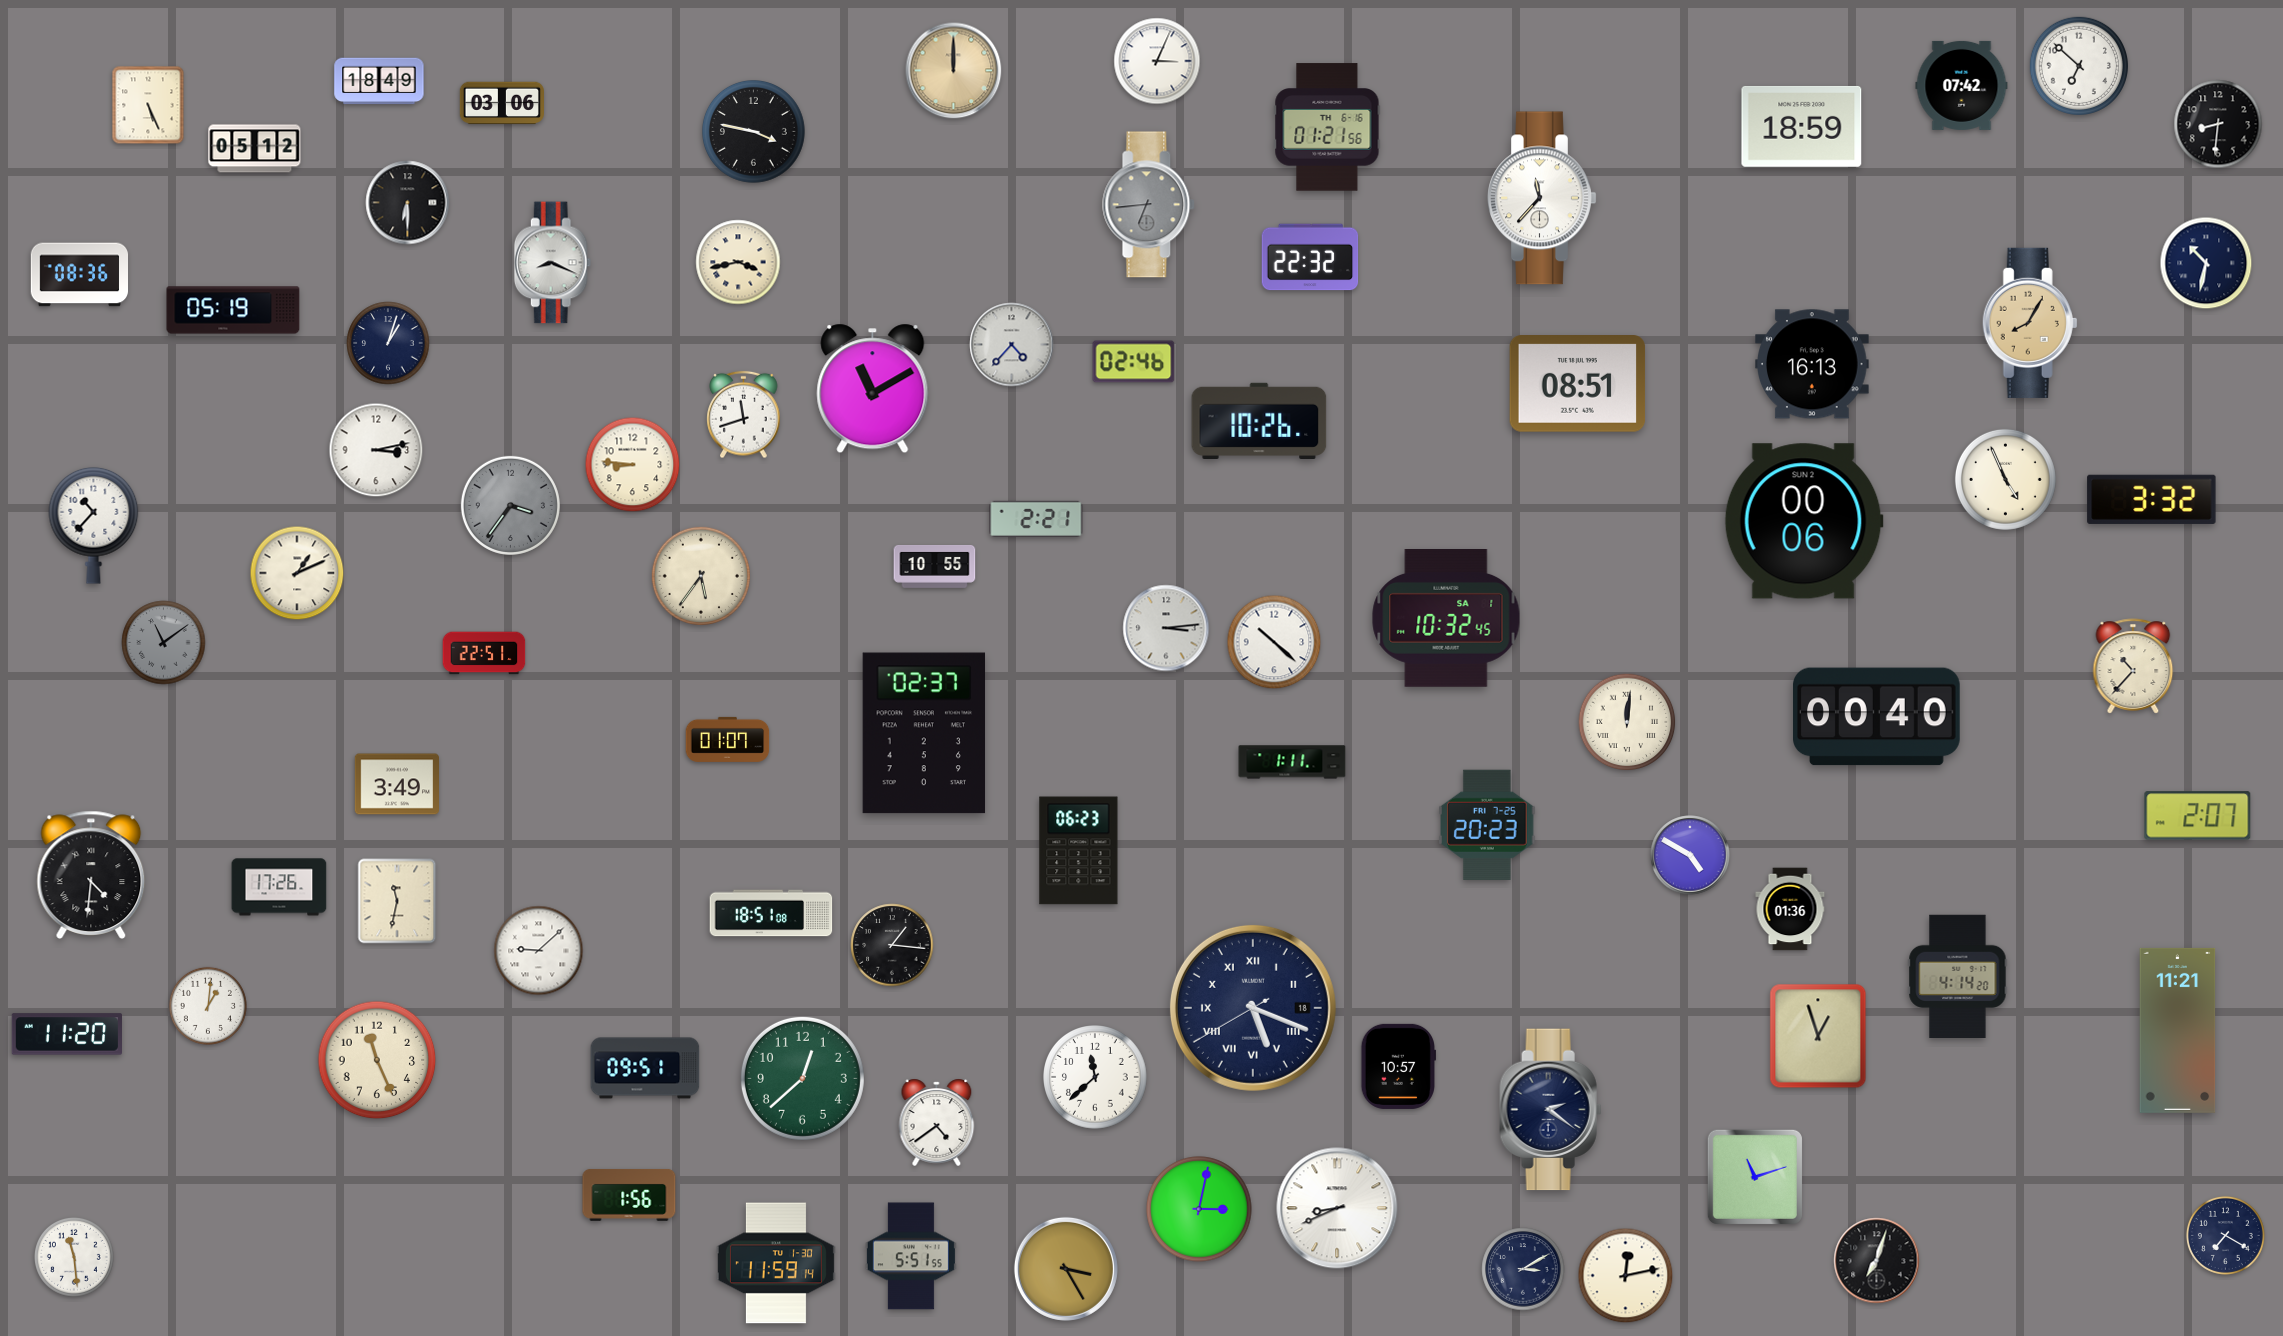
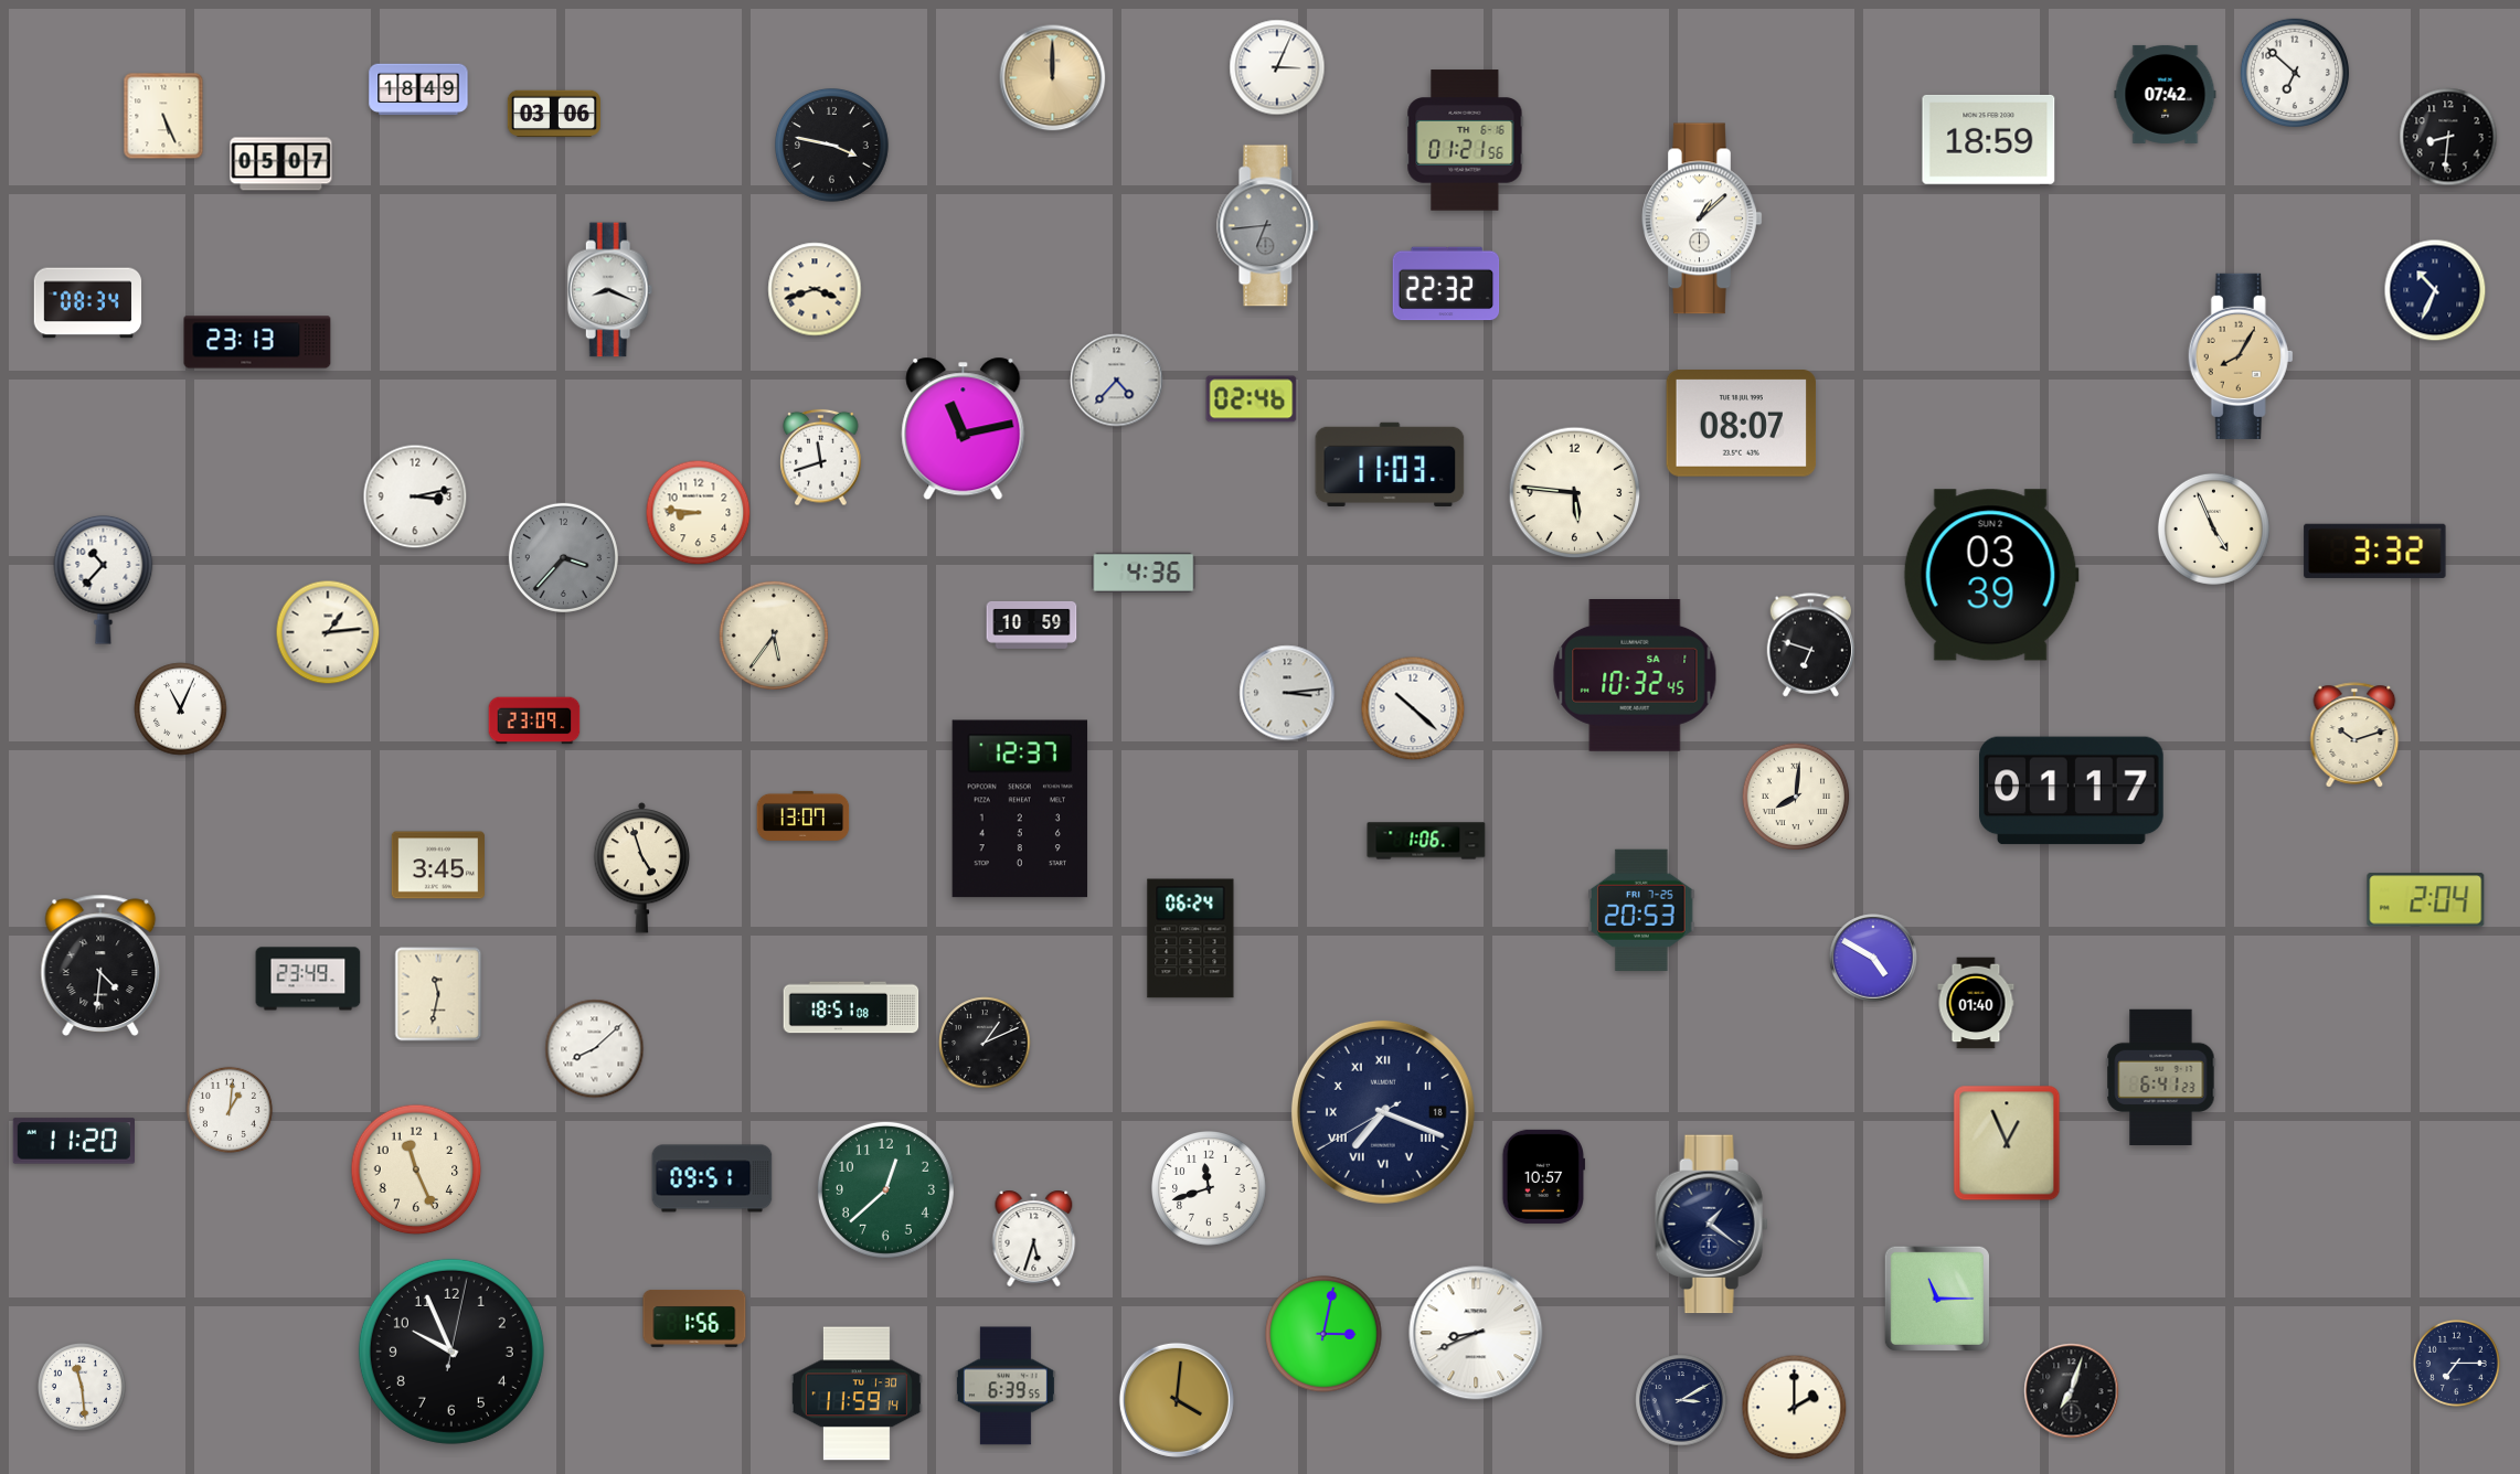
clock at (255, 149): 05:12 -> 05:07
clock at (1542, 198): 11:37 -> 1:08
clock at (408, 203): 6:30 -> none
clock at (738, 262): 3:43 -> 3:42
clock at (2206, 263): 10:32 -> 10:34
clock at (80, 275): 08:36 -> 08:34
clock at (233, 310): 05:19 -> 23:13
clock at (388, 343): 1:03 -> none
clock at (1813, 364): 16:13 -> none
clock at (1578, 384): 08:51 -> 08:07
clock at (873, 389): 11:10 -> 11:13
clock at (1259, 420): 10:26 -> 11:03
clock at (1575, 493): none -> 5:46
clock at (510, 505): 3:36 -> 3:37
clock at (1036, 519): 2:21 -> 4:36
clock at (1804, 521): 00:06 -> 03:39
clock at (935, 566): 10:55 -> 10:59
clock at (297, 573): 1:11 -> 1:14
clock at (1811, 645): none -> 6:48
clock at (1446, 619) position: (1446, 619) -> (1635, 676)
clock at (1274, 642) position: (1274, 642) -> (1413, 708)
clock at (164, 643): 11:09 -> 11:04
clock at (164, 643) dial: grey -> white
clock at (484, 653): 22:51 -> 23:09
clock at (2133, 666): 10:37 -> 10:12
clock at (1877, 717): 00:40 -> 01:17
clock at (1627, 722): 12:01 -> 8:01
clock at (924, 733): 02:37 -> 12:37
clock at (728, 739): 01:07 -> 13:07
clock at (1292, 762): 1:11 -> 1:06
clock at (396, 784): 3:49 -> 3:45
clock at (642, 867): none -> 4:57
clock at (2198, 816): 2:07 -> 2:04
clock at (1487, 825): 20:23 -> 20:53
clock at (1079, 851): 06:23 -> 06:24
clock at (1690, 855) position: (1690, 855) -> (1873, 958)
clock at (279, 887): 17:26 -> 23:49
clock at (1790, 909): 01:36 -> 01:40
clock at (892, 945): 1:16 -> 1:11
clock at (539, 951): 9:08 -> 8:08
clock at (1958, 976): 4:14 -> 6:41
clock at (1253, 1008): 5:18 -> 7:18
clock at (2178, 1030): 11:21 -> none
clock at (1818, 1036): 12:57 -> 12:56
clock at (1095, 1077): 11:38 -> 11:42
clock at (1551, 1110): 2:21 -> 1:21
clock at (937, 1122): 4:39 -> 5:33
clock at (1755, 1177): 11:12 -> 11:15
clock at (451, 1352): none -> 9:56
clock at (2225, 1235): 7:20 -> 7:15
clock at (911, 1256): 5:51 -> 6:39
clock at (1066, 1269): 3:25 -> 4:01
clock at (1626, 1276): 12:13 -> 2:00
